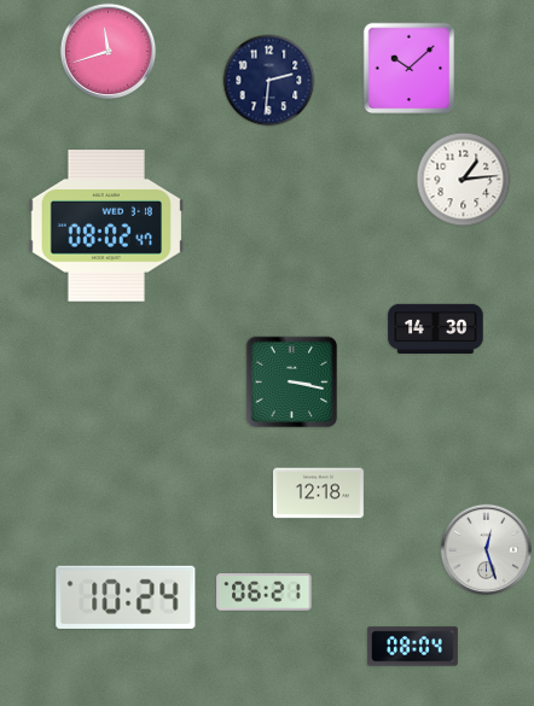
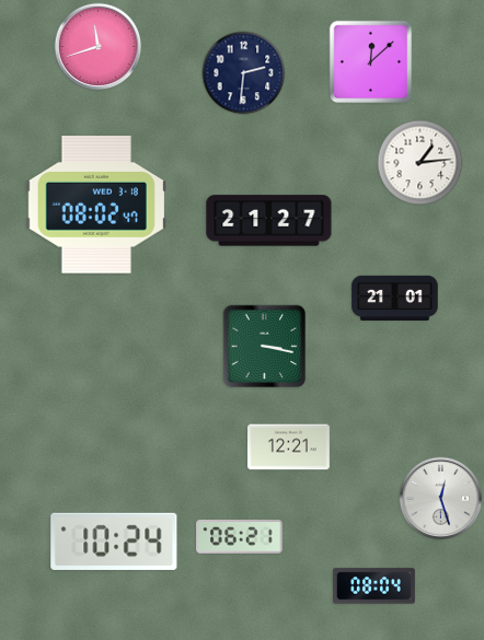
clock at (410, 69): 10:08 -> 12:08
clock at (269, 221): none -> 21:27
clock at (436, 328): 14:30 -> 21:01
clock at (318, 494): 12:18 -> 12:21
